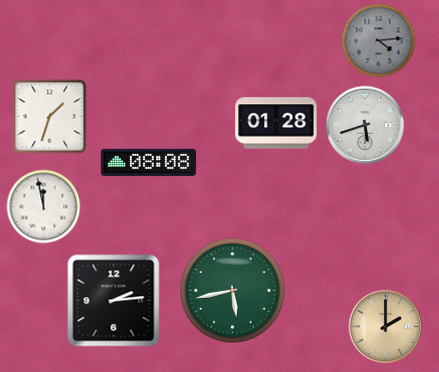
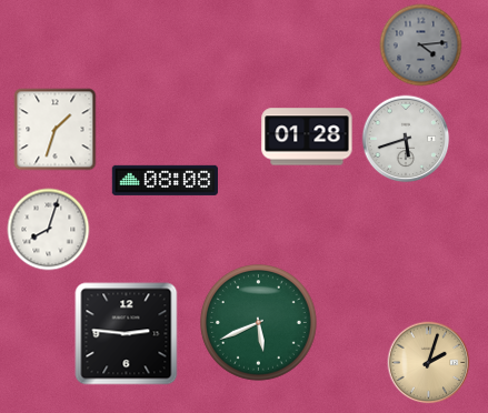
clock at (44, 207): 11:58 -> 8:03
clock at (232, 290): 5:43 -> 5:41
clock at (114, 301): 2:14 -> 2:46
clock at (386, 327): 2:00 -> 2:03
